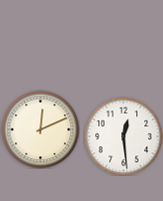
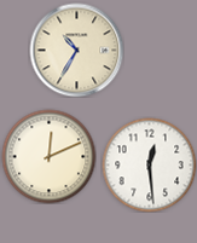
clock at (76, 50): none -> 10:35
